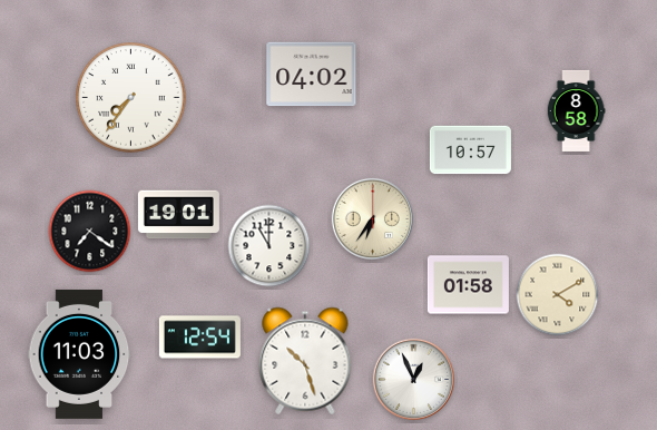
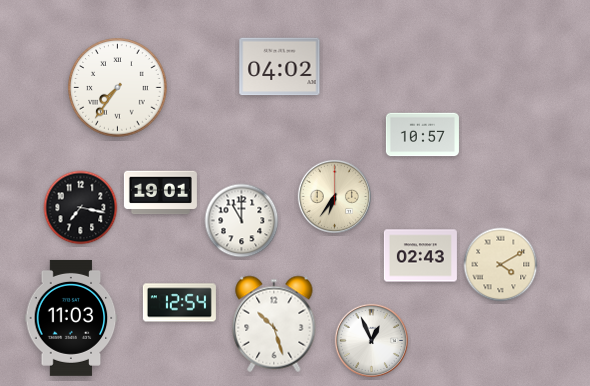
clock at (576, 110): 8:58 -> none
clock at (90, 232): 7:21 -> 7:17
clock at (468, 285): 01:58 -> 02:43
